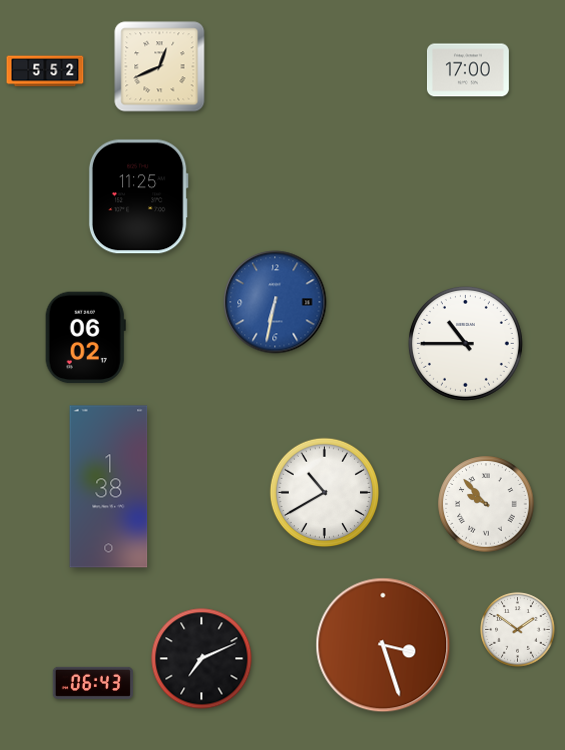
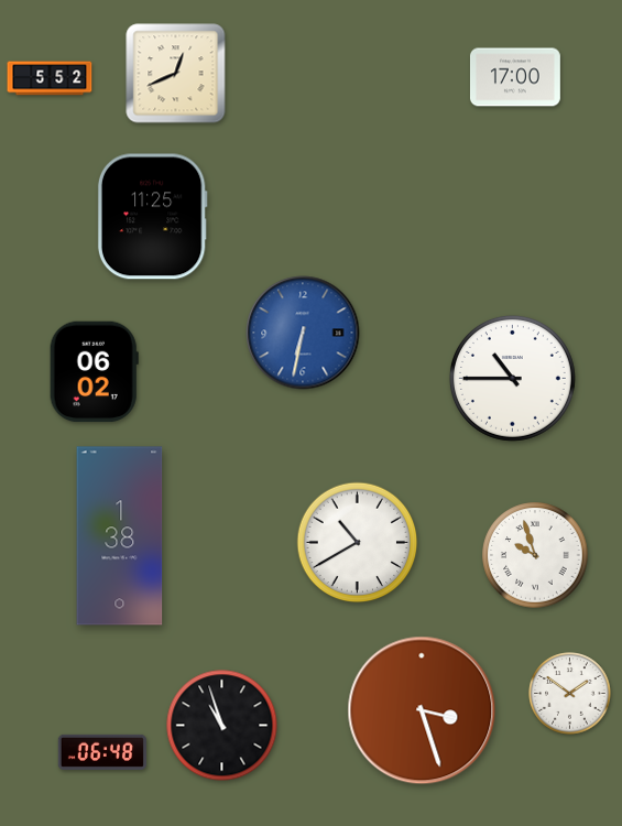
clock at (486, 504): 9:53 -> 9:57
clock at (202, 659): 7:11 -> 10:57
clock at (93, 683): 06:43 -> 06:48
